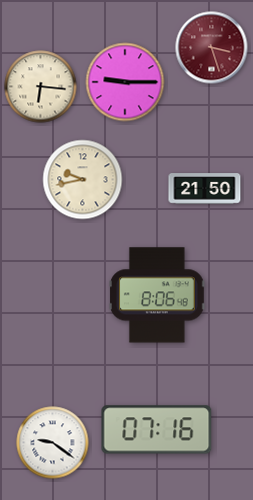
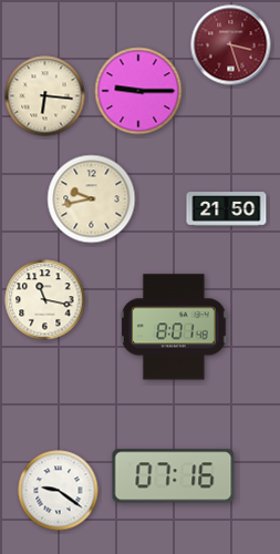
clock at (212, 48) position: (212, 48) -> (231, 45)
clock at (45, 300): none -> 11:17
clock at (157, 295): 8:06 -> 8:01
